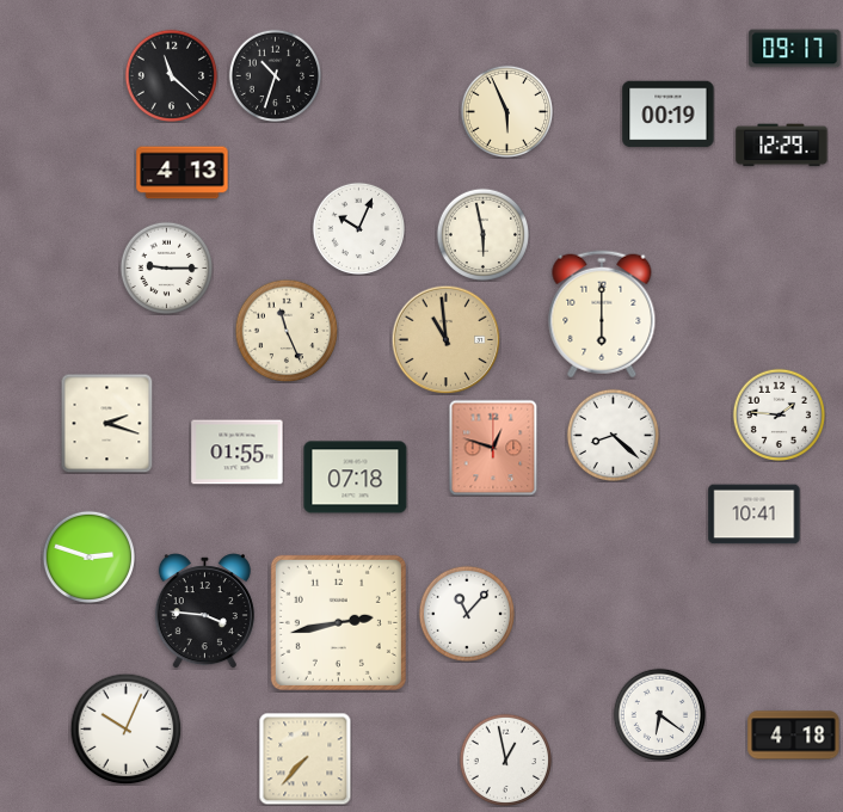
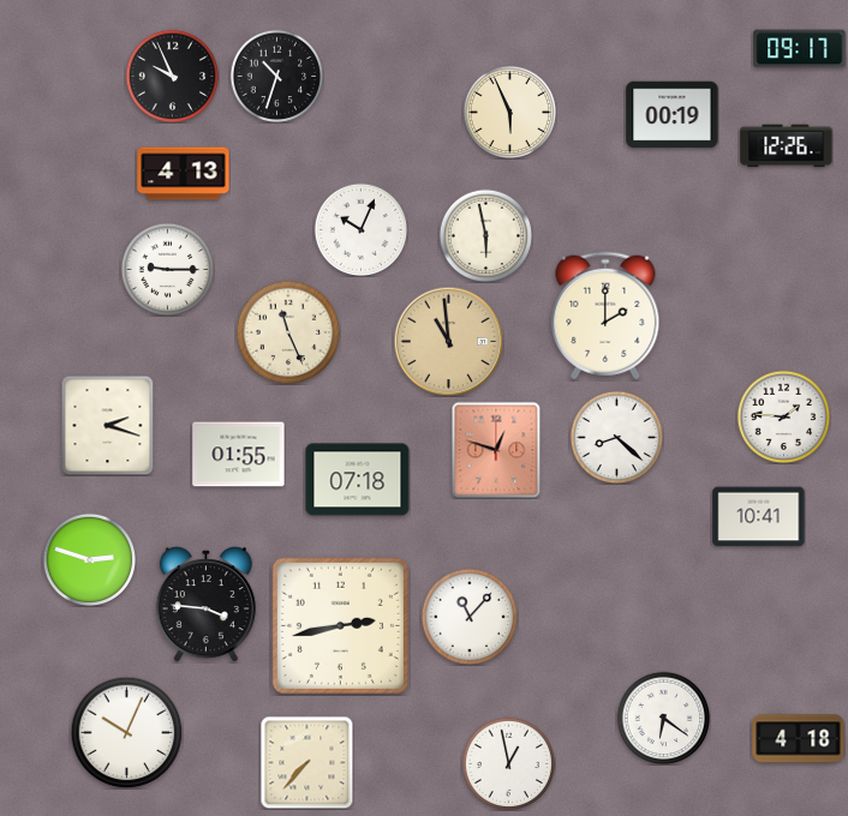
clock at (171, 75): 11:22 -> 9:56
clock at (782, 146): 12:29 -> 12:26
clock at (602, 314): 6:00 -> 2:00
clock at (204, 611) position: (204, 611) -> (205, 605)
